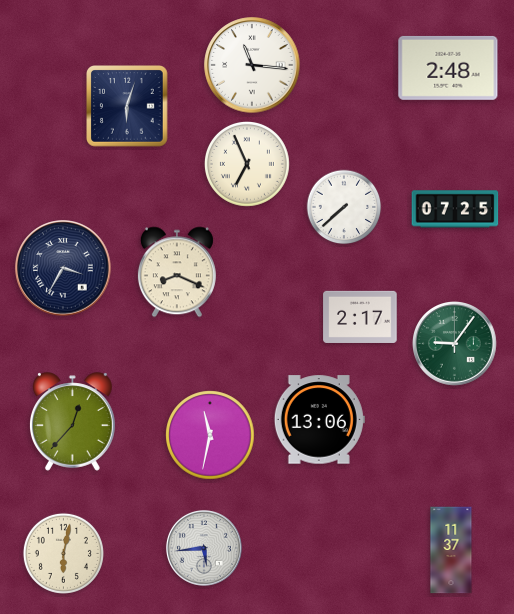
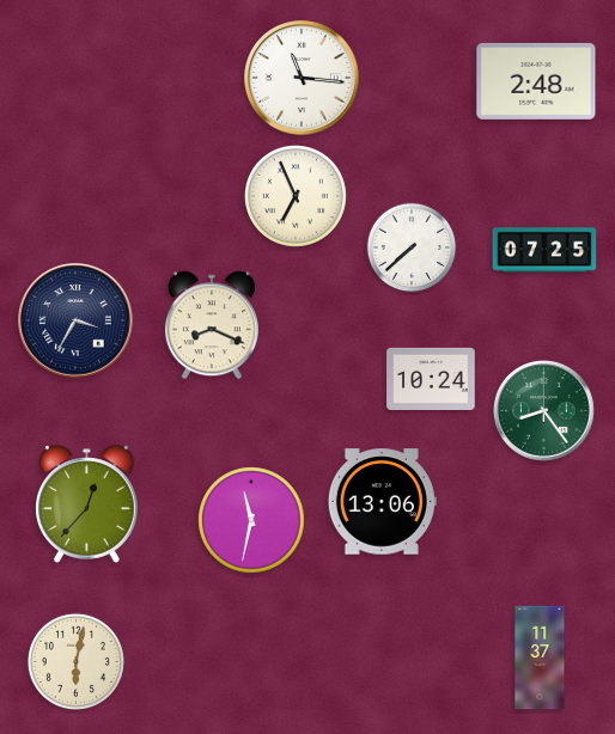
clock at (128, 107): 6:03 -> none
clock at (360, 317): 2:17 -> 10:24
clock at (455, 344): 9:06 -> 8:24
clock at (204, 548): 5:44 -> none
